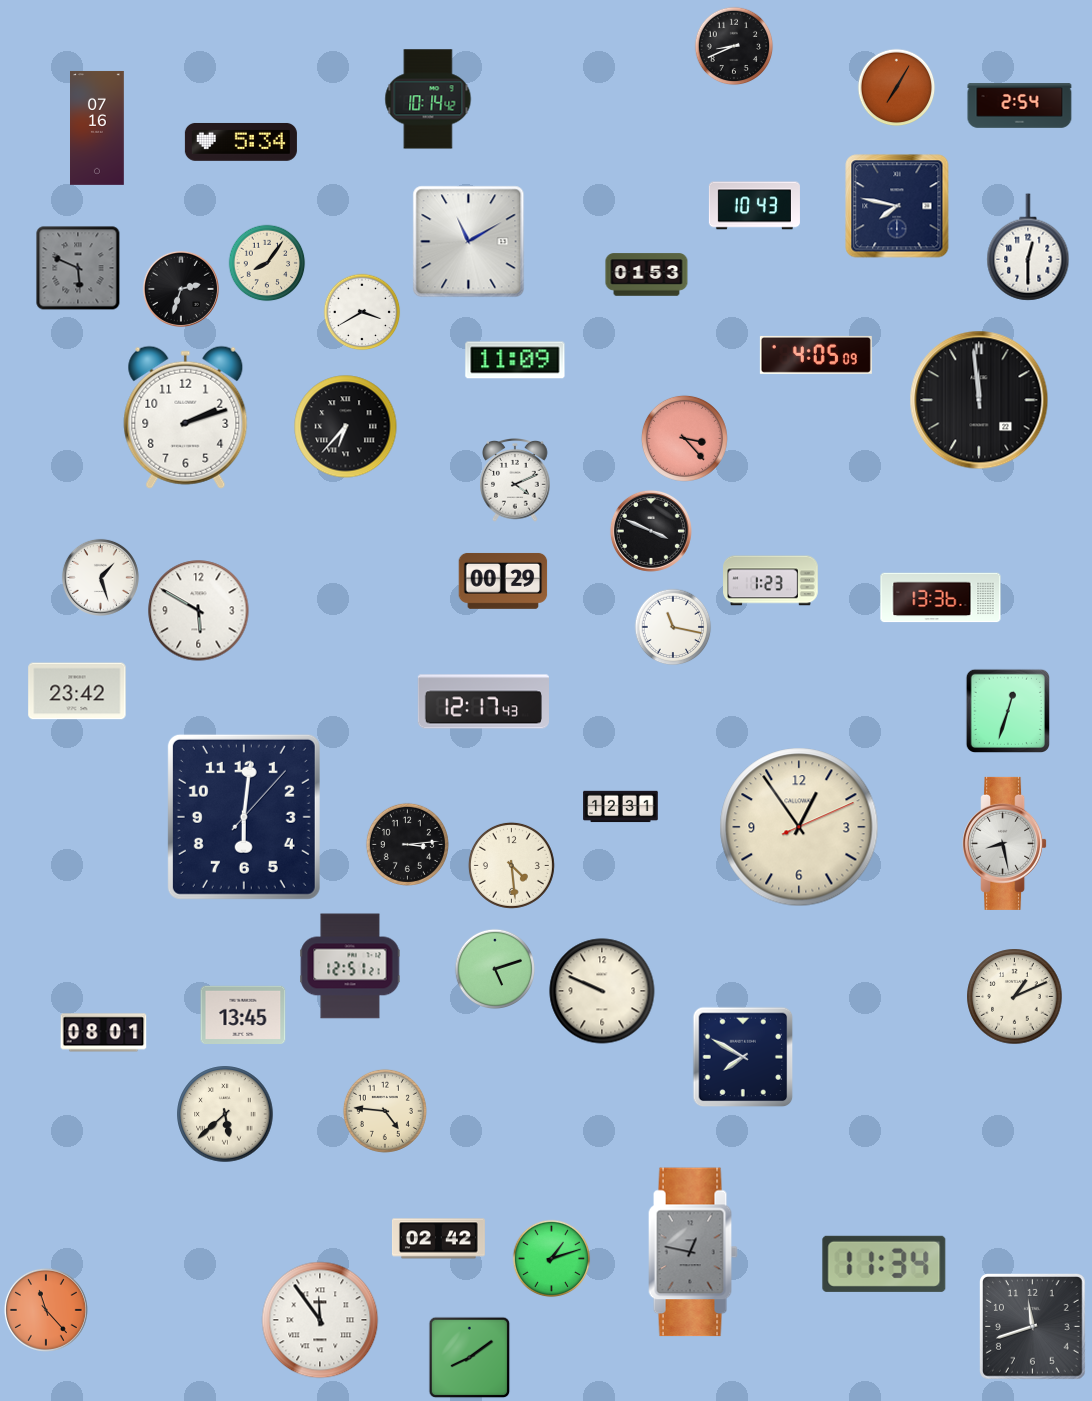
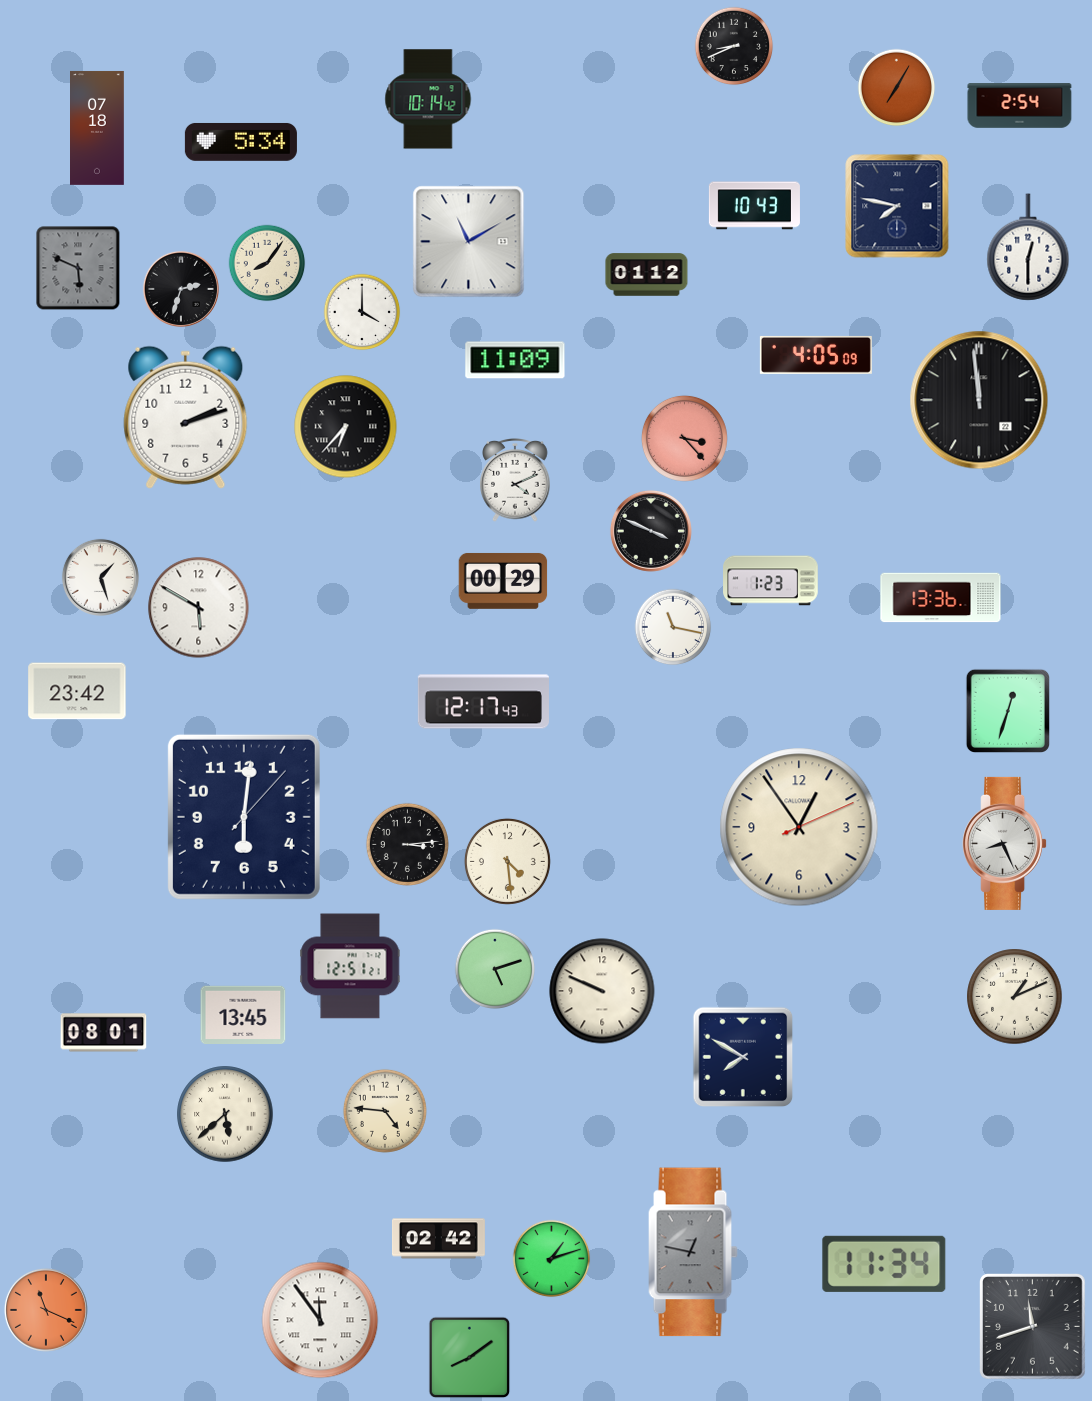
clock at (97, 128): 07:16 -> 07:18
clock at (647, 275): 01:53 -> 01:12
clock at (362, 312): 3:40 -> 4:00
clock at (199, 611) position: (199, 611) -> (199, 608)
clock at (621, 807): 12:31 -> none
clock at (1005, 843): 8:28 -> 8:26
clock at (511, 865) position: (511, 865) -> (507, 861)
clock at (46, 1310): 11:23 -> 11:19
